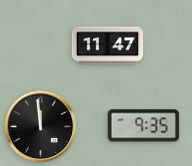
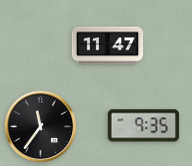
clock at (41, 127): 11:59 -> 11:36
